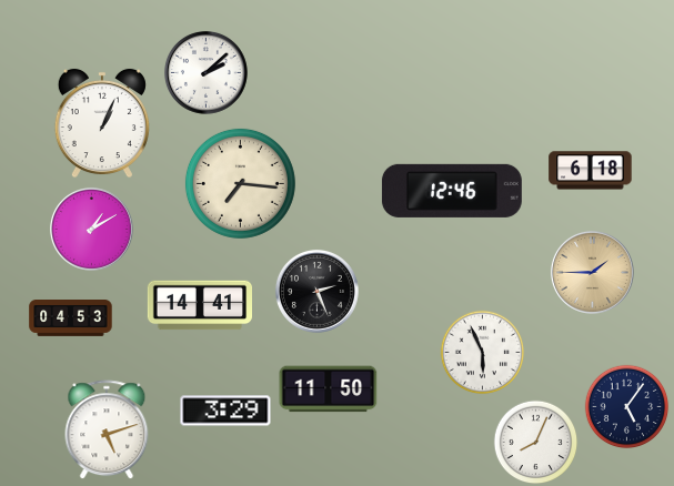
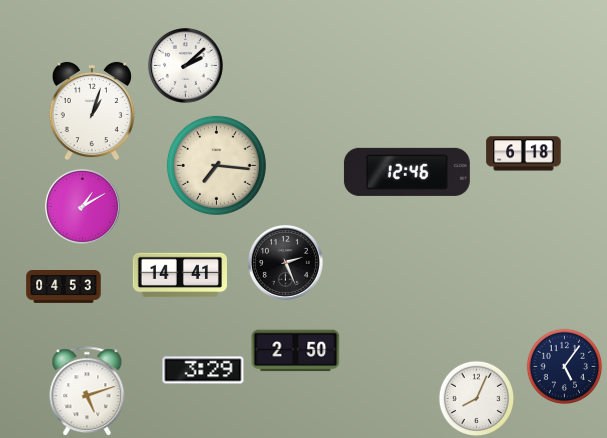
clock at (102, 123): 1:04 -> 1:03
clock at (591, 171) position: (591, 171) -> (524, 154)
clock at (592, 272): 1:45 -> none
clock at (483, 353): 5:56 -> none
clock at (329, 389): 11:50 -> 2:50
clock at (107, 431) position: (107, 431) -> (87, 392)
clock at (536, 443) position: (536, 443) -> (477, 399)
